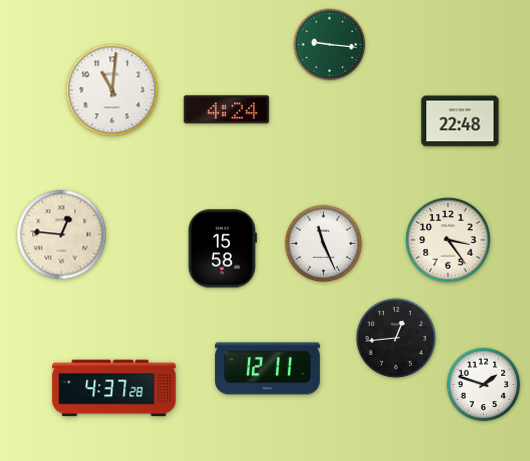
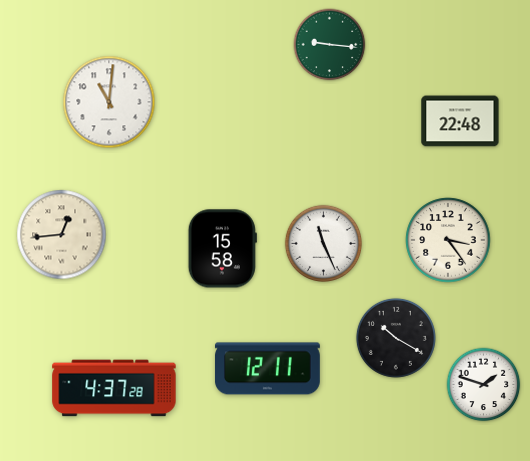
clock at (112, 90) position: (112, 90) -> (109, 102)
clock at (227, 110): 4:24 -> none
clock at (62, 235): 12:46 -> 12:44
clock at (396, 338): 12:44 -> 10:20
